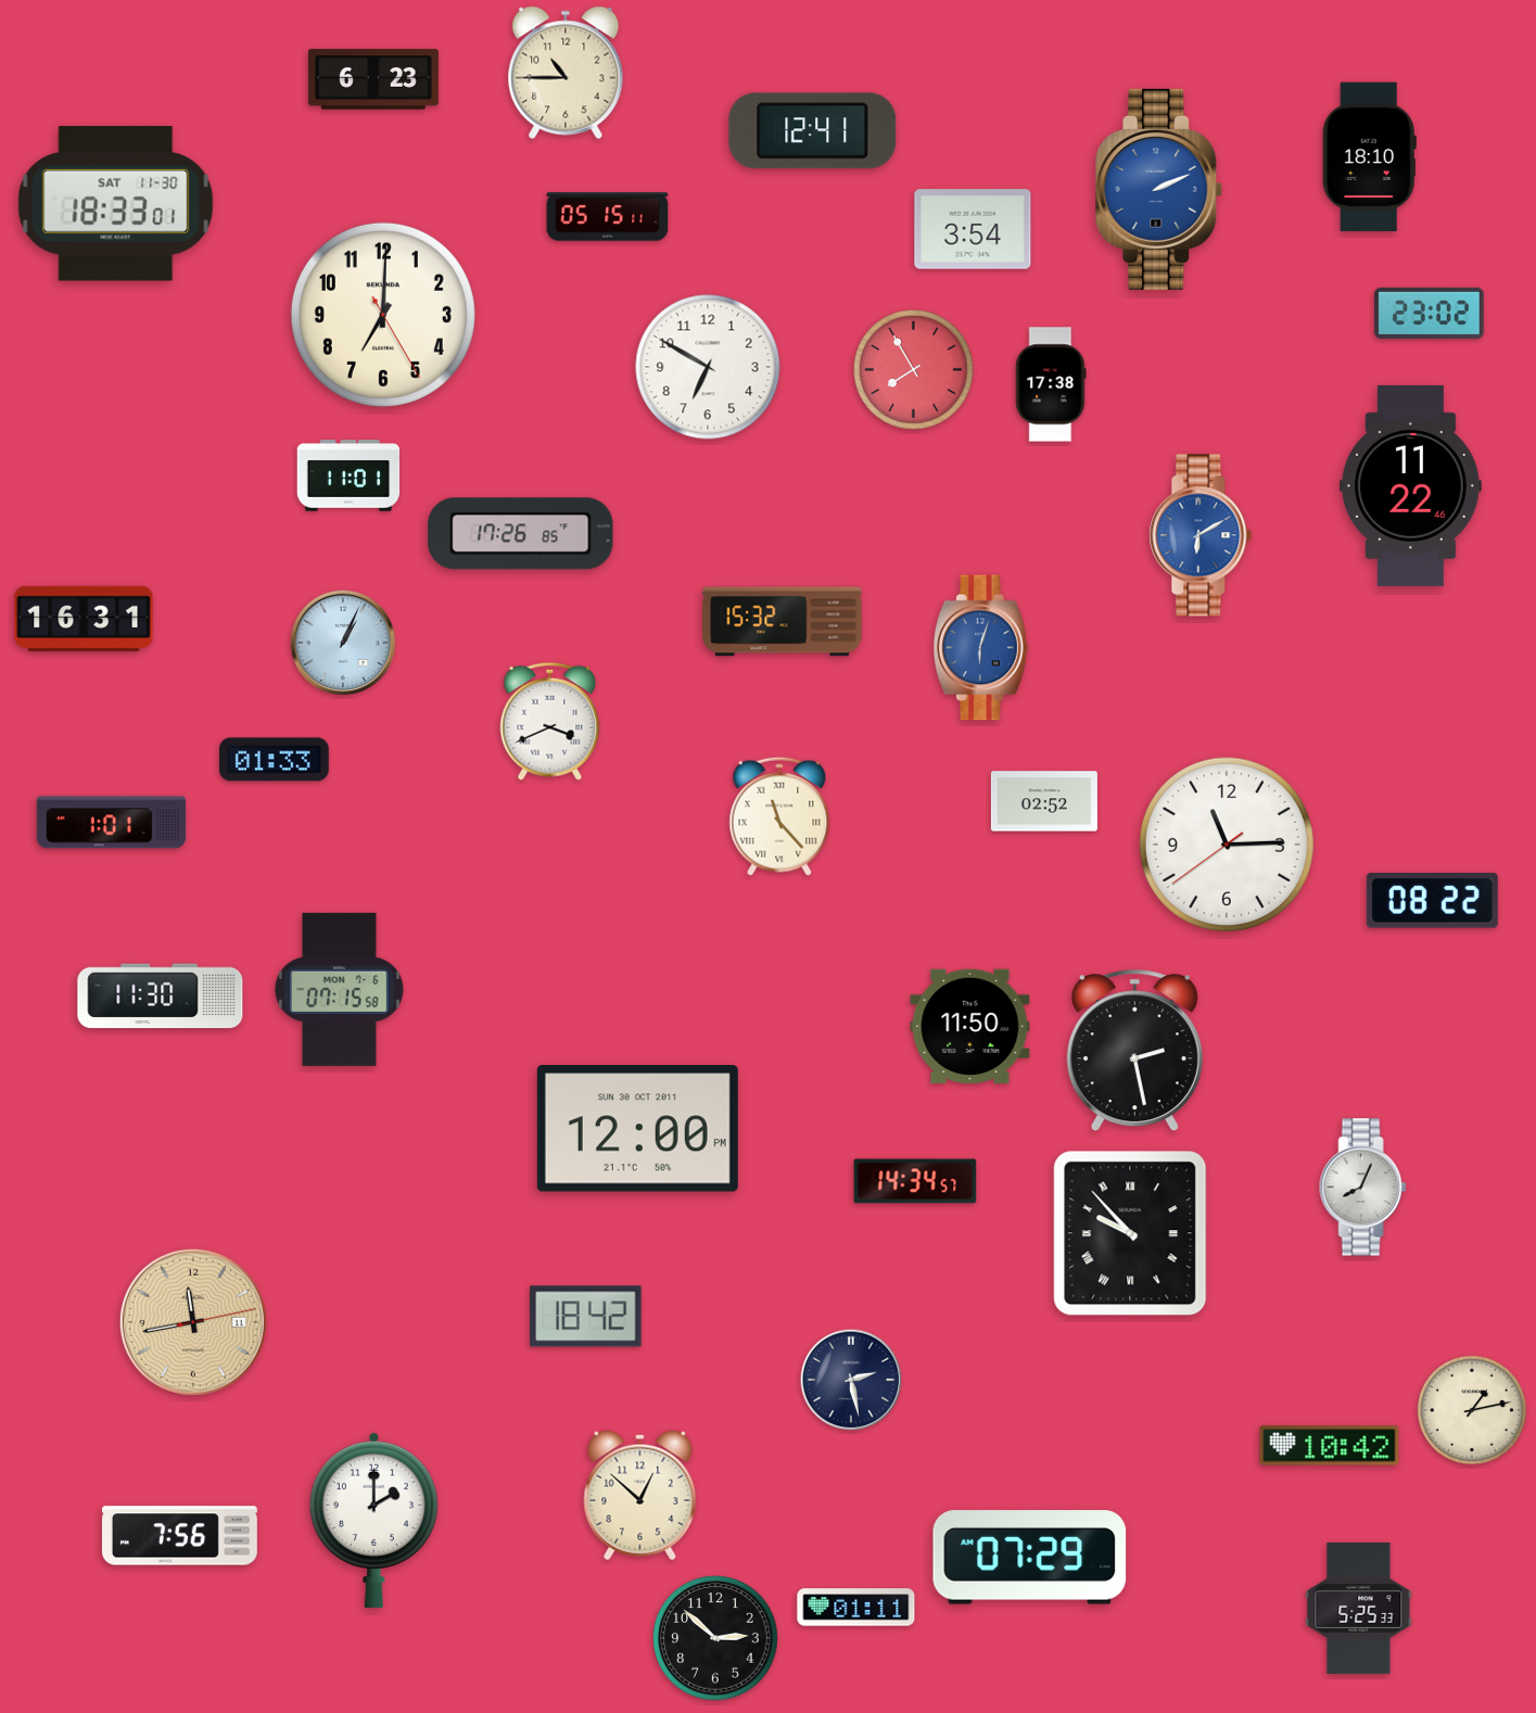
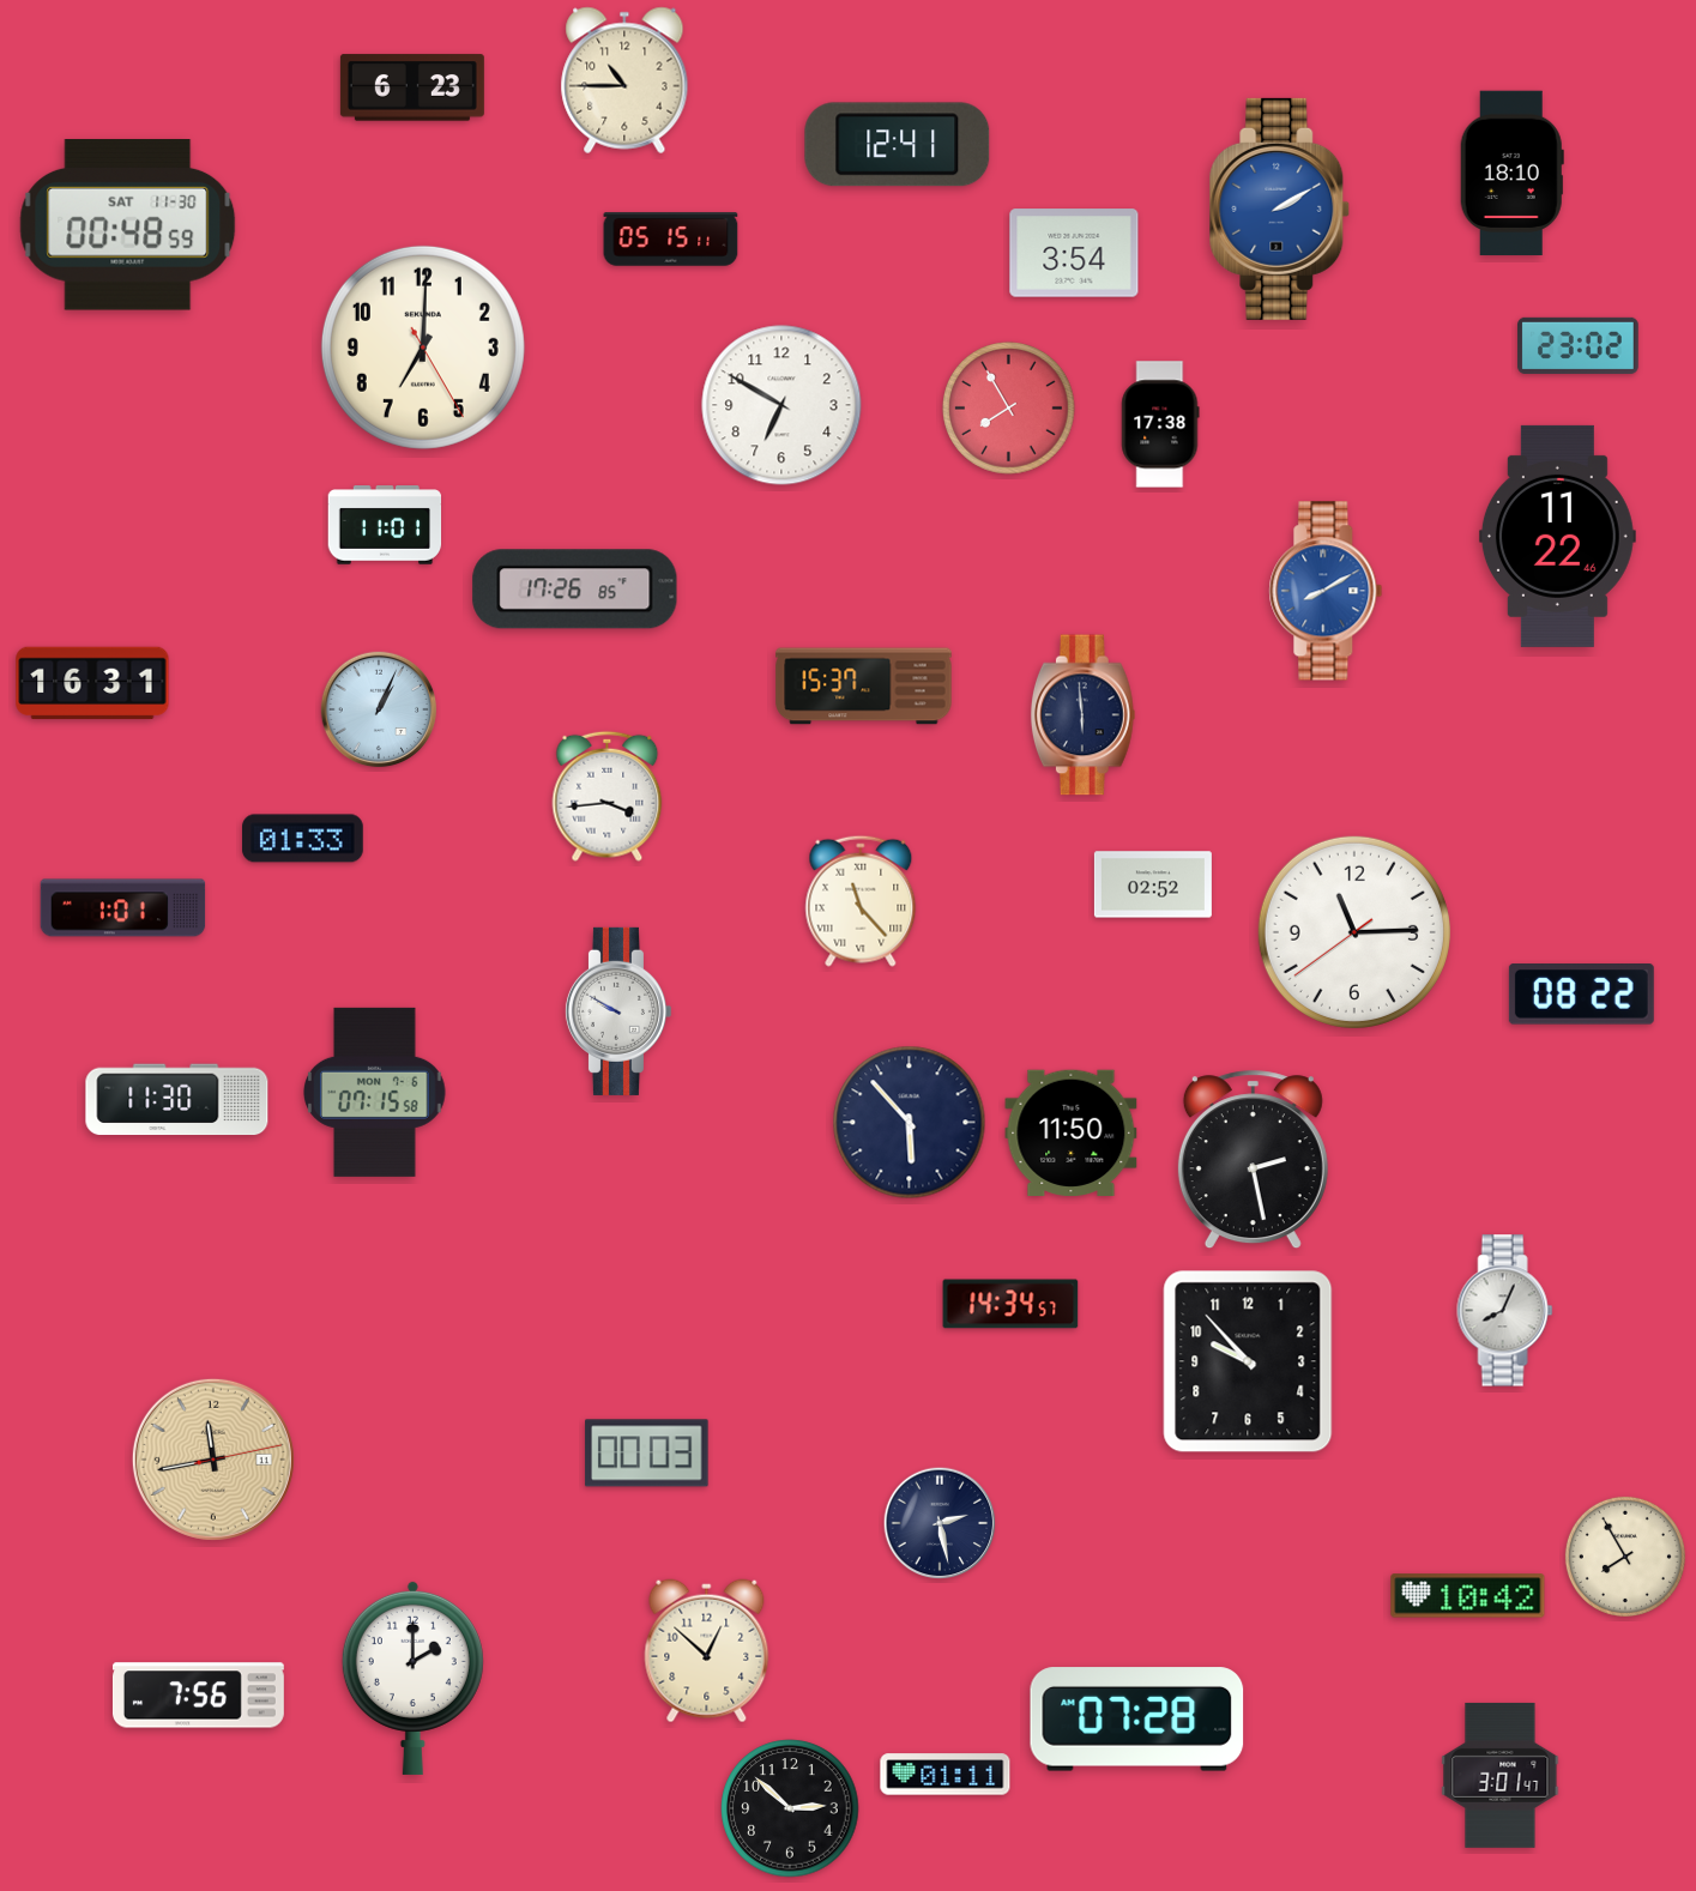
clock at (1159, 189): 2:11 -> 2:10
clock at (116, 204): 18:33 -> 00:48
clock at (1201, 535): 6:10 -> 8:10
clock at (783, 622): 15:32 -> 15:37
clock at (980, 648): 6:03 -> 5:59
clock at (980, 648) dial: blue -> navy
clock at (550, 721): 3:41 -> 3:44
clock at (617, 1011): none -> 9:50
clock at (910, 1123): none -> 5:53
clock at (637, 1129): 12:00 -> none
clock at (1130, 1233) numerals: Roman -> Arabic
clock at (586, 1317): 18:42 -> 00:03
clock at (1472, 1410): 1:13 -> 7:55
clock at (1030, 1558): 07:29 -> 07:28
clock at (1359, 1608): 5:25 -> 3:01
